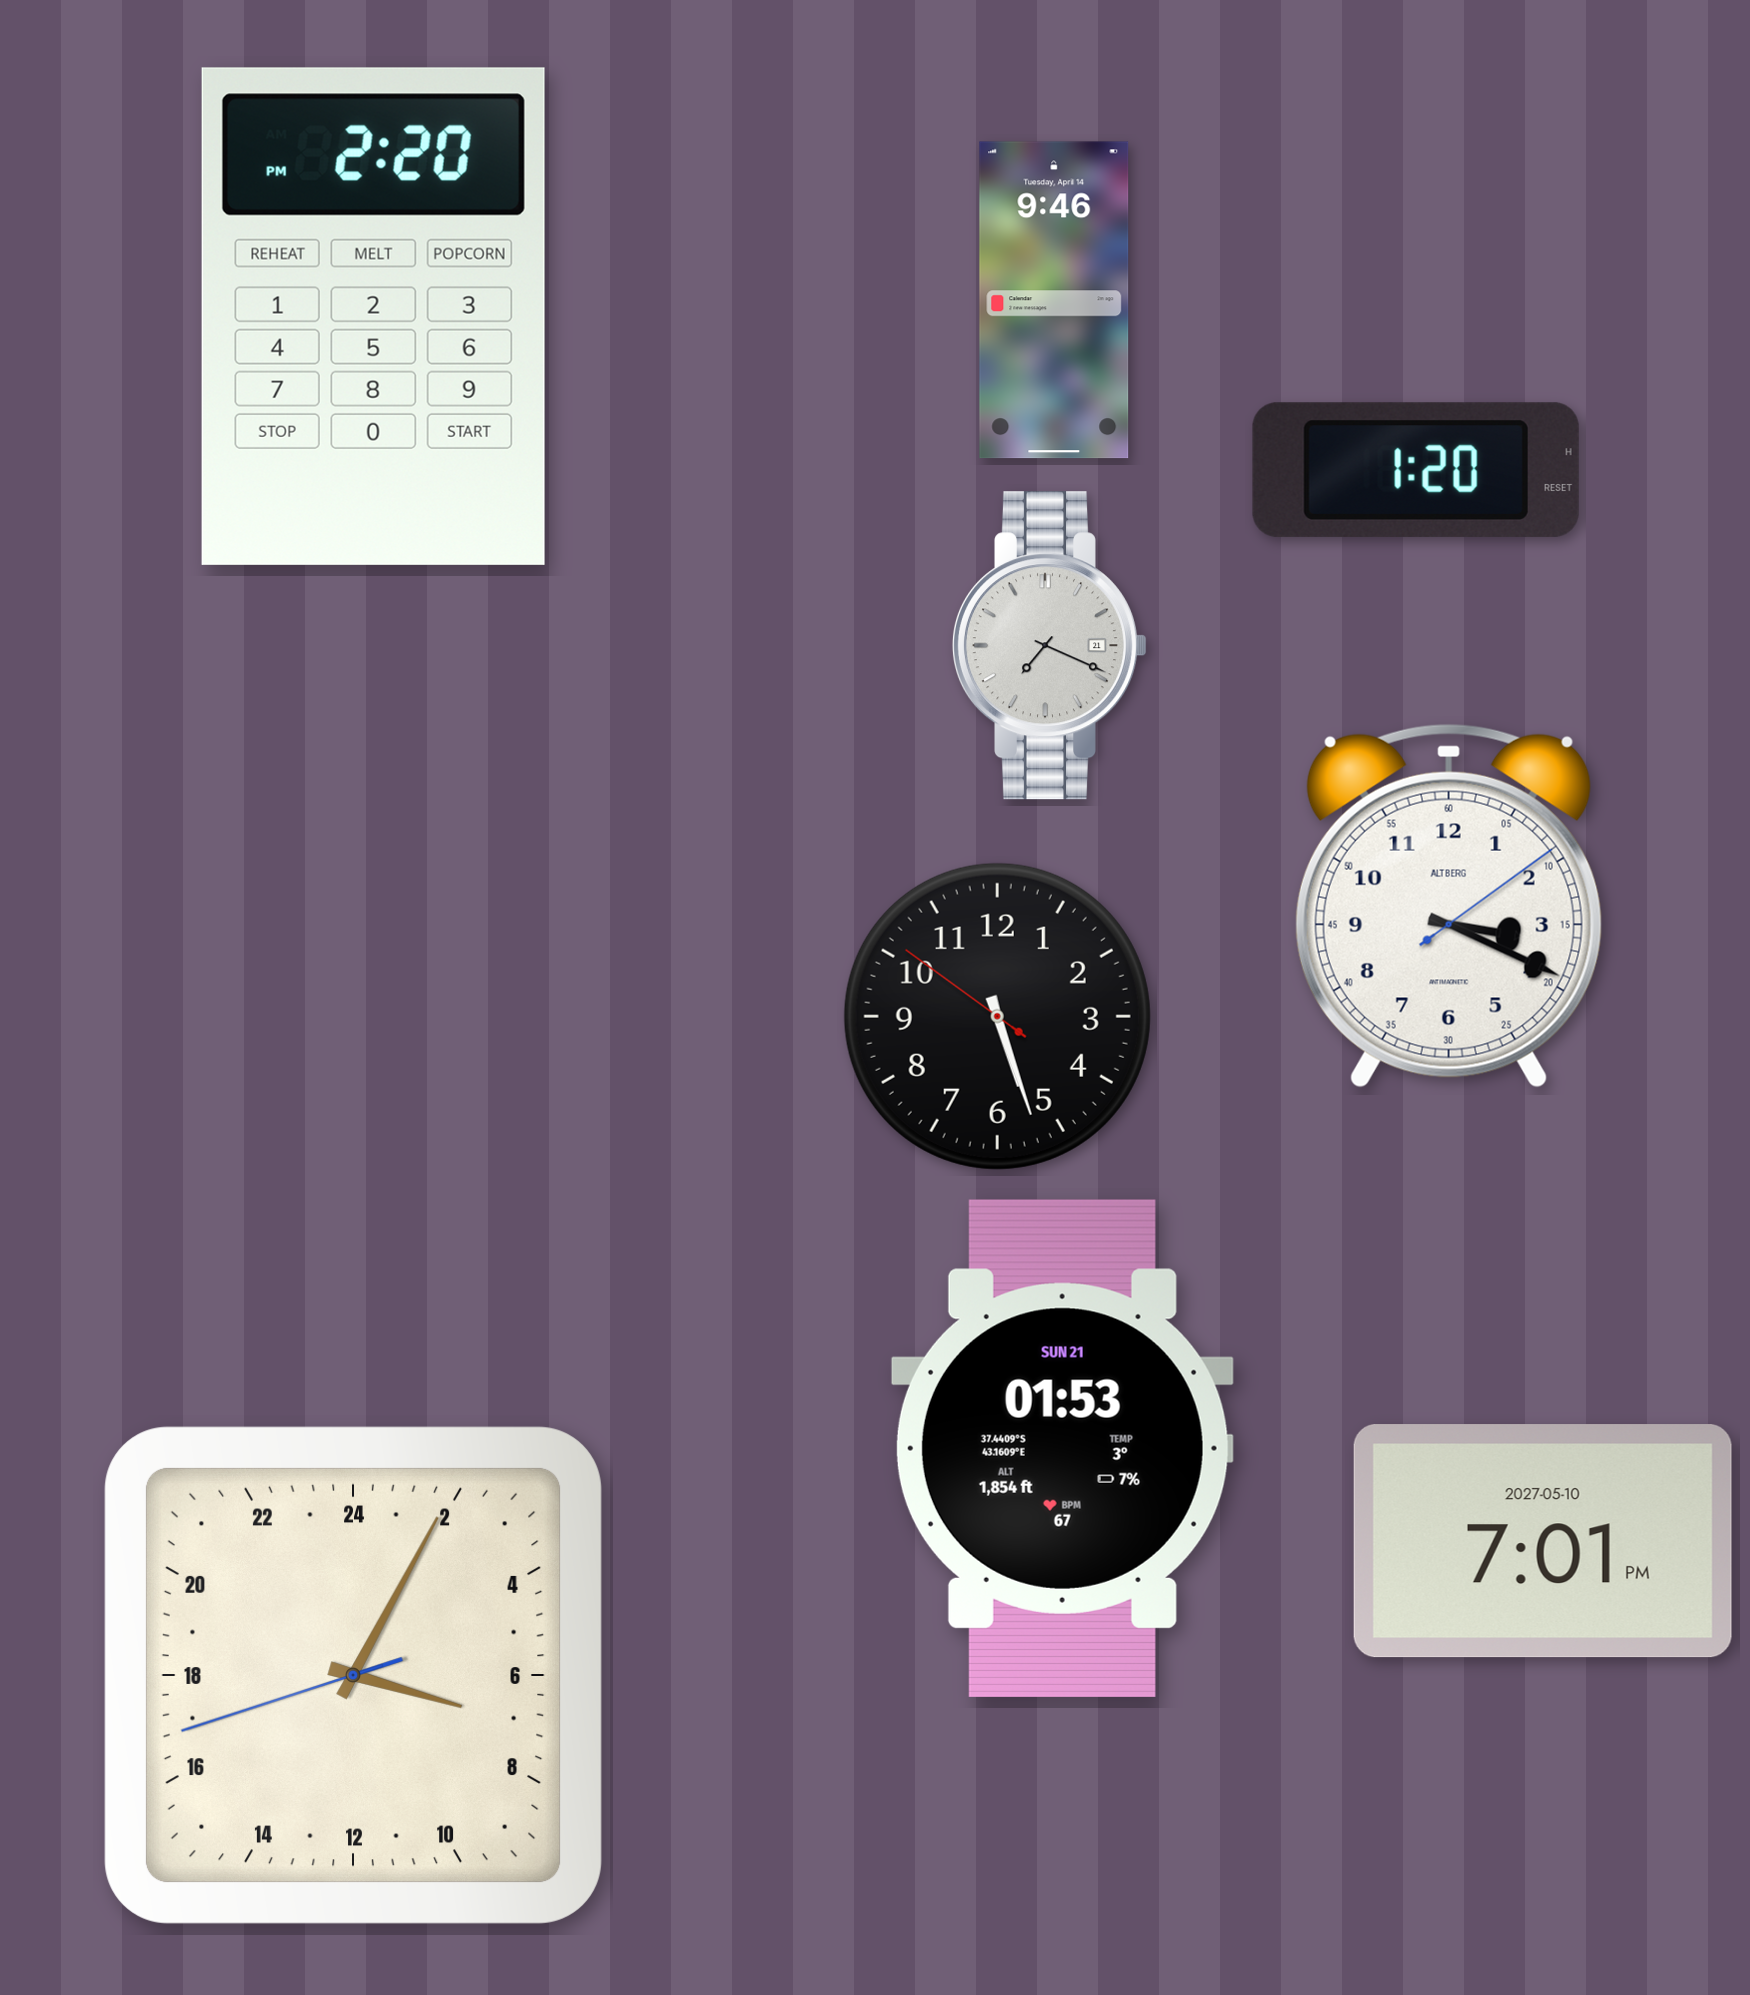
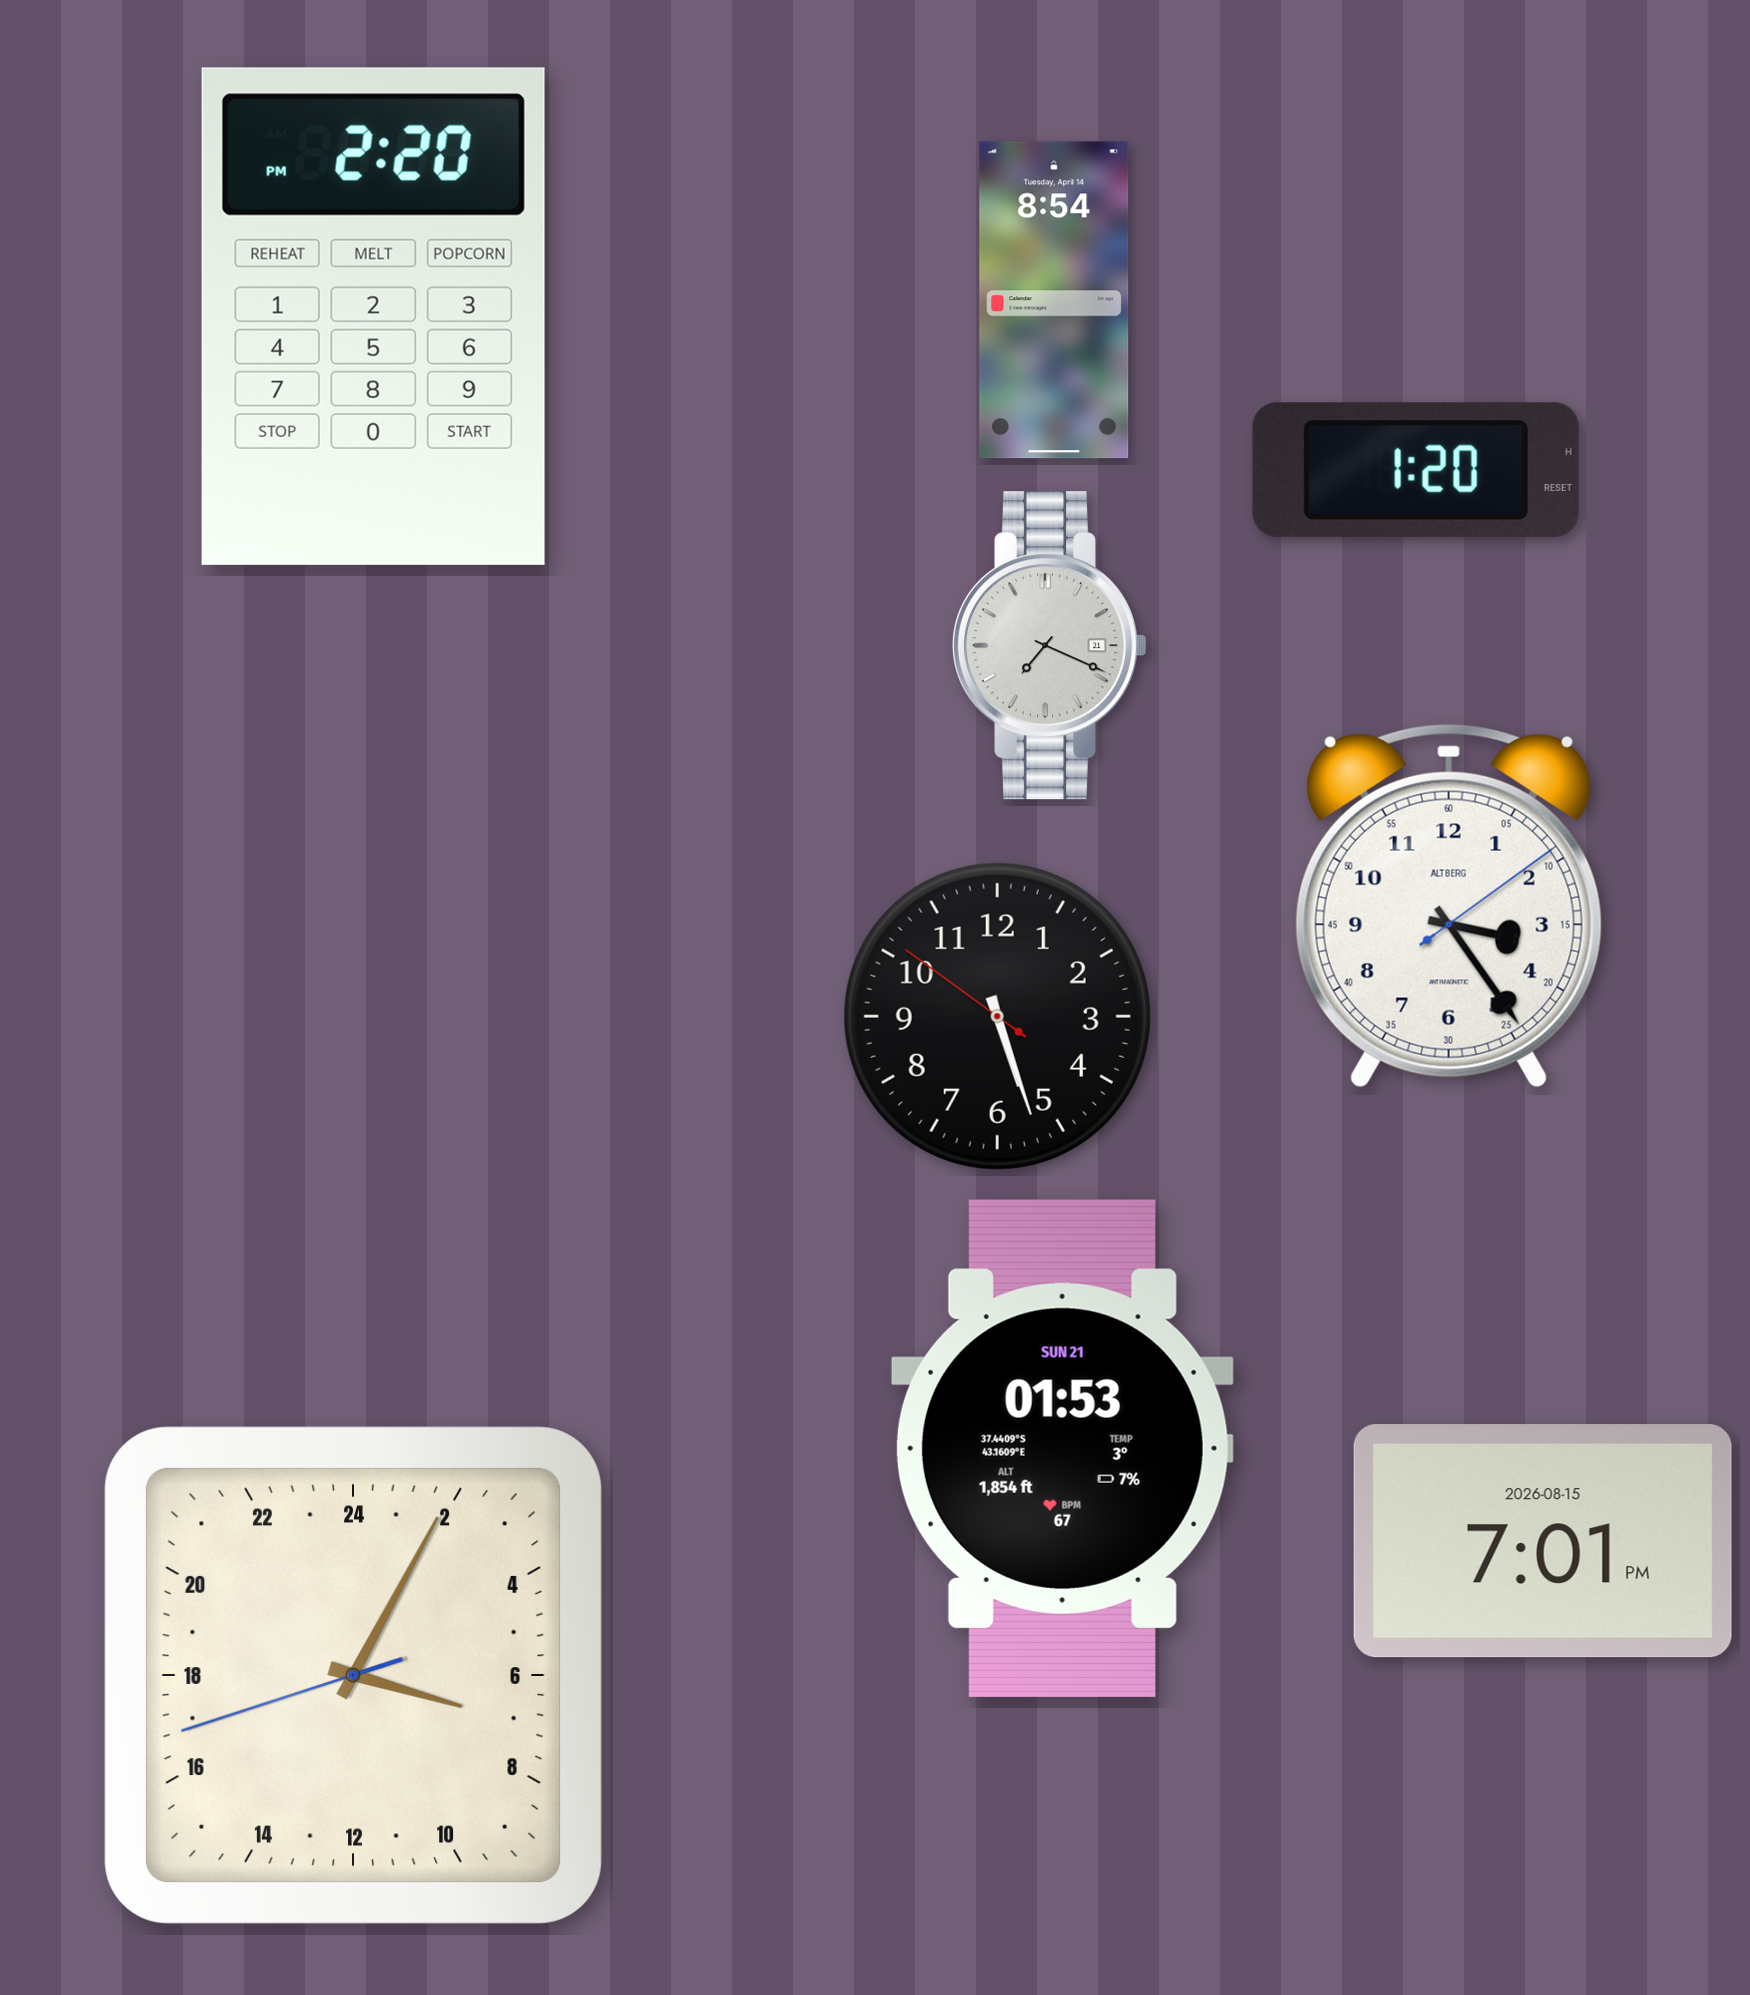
clock at (1054, 300): 9:46 -> 8:54
clock at (1449, 906): 3:19 -> 3:24
clock at (1543, 1541) date: 2027-05-10 -> 2026-08-15
